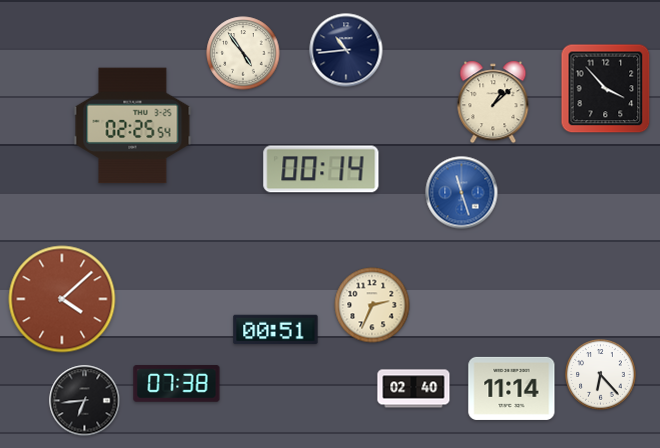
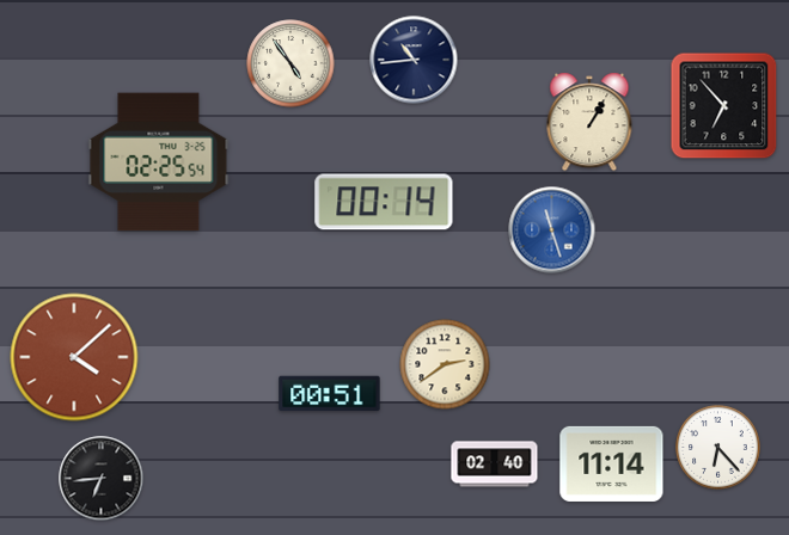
clock at (606, 89): 3:53 -> 6:53
clock at (493, 102): 1:08 -> 1:05
clock at (133, 126) position: (133, 126) -> (159, 162)
clock at (372, 305): 2:34 -> 2:39
clock at (177, 384): 07:38 -> none
